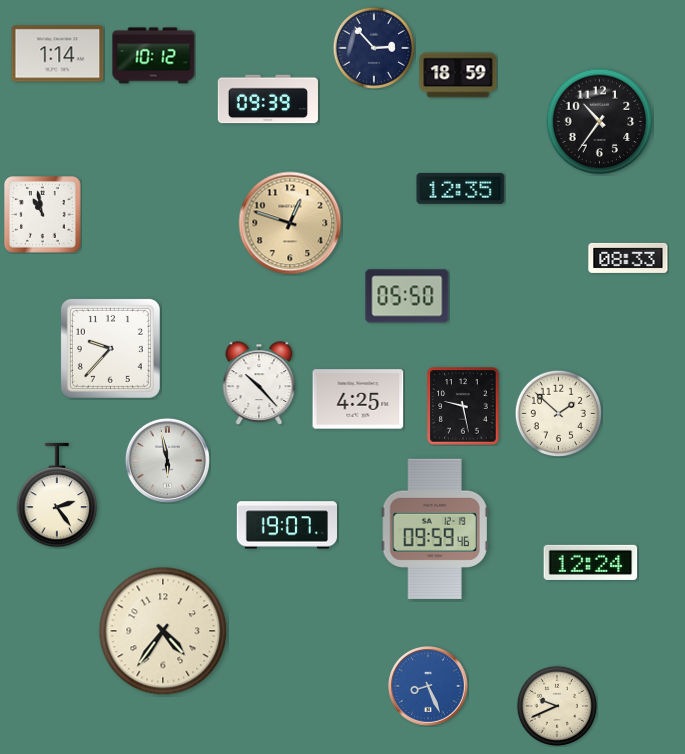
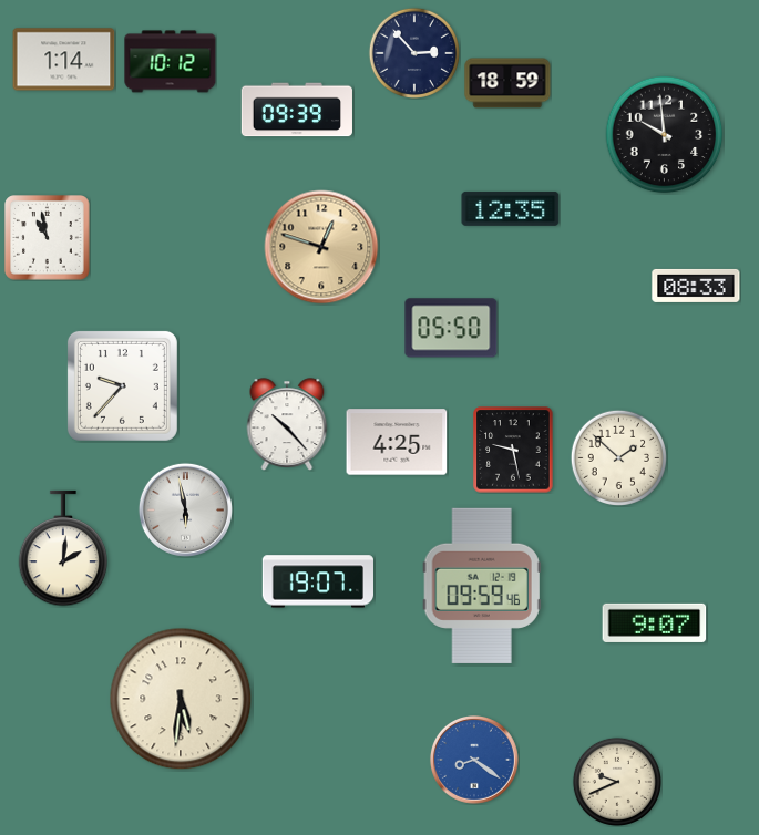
clock at (600, 122): 10:36 -> 9:59
clock at (57, 495): 2:24 -> 2:01
clock at (591, 562): 12:24 -> 9:07
clock at (163, 631): 4:36 -> 5:31
clock at (428, 686): 8:26 -> 8:21
